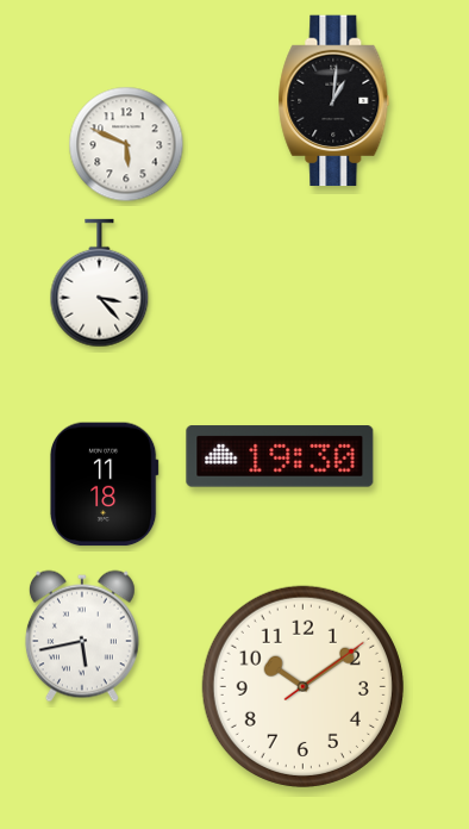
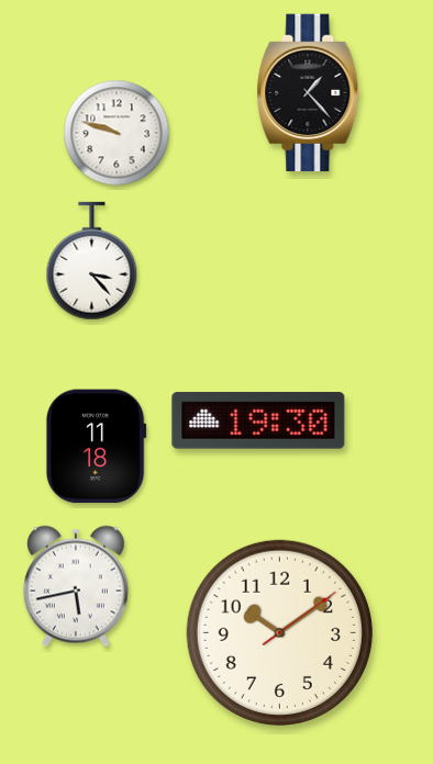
clock at (334, 101): 1:01 -> 1:23
clock at (126, 144): 5:49 -> 9:48
